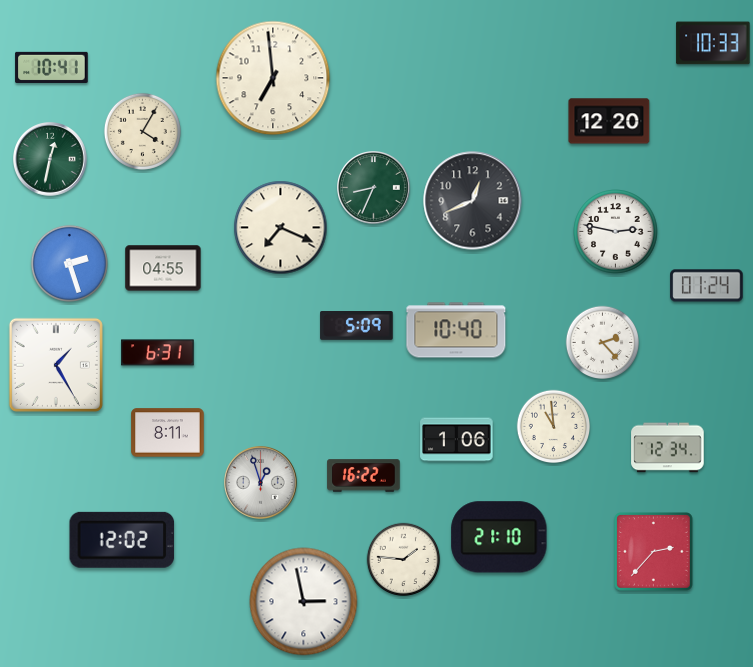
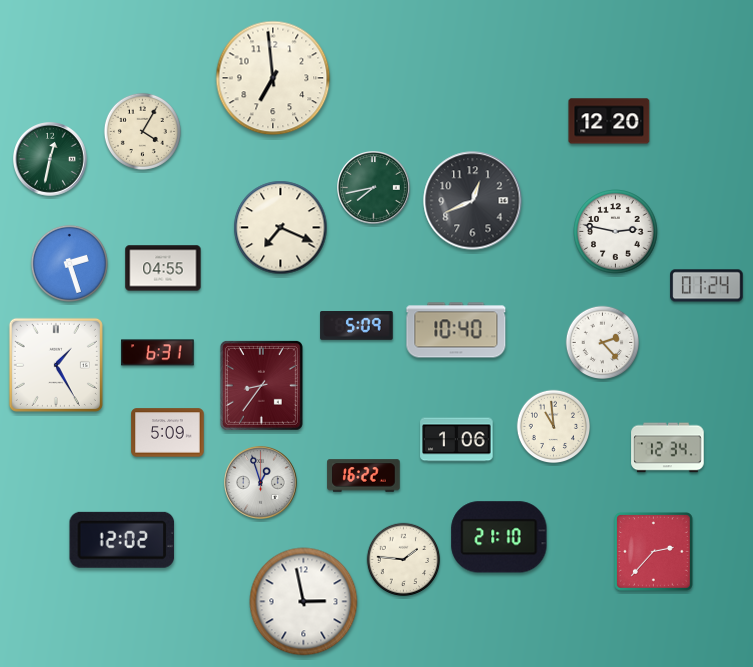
clock at (713, 43): 10:33 -> none
clock at (52, 67): 10:41 -> none
clock at (374, 188): 8:34 -> 7:43
clock at (261, 385): none -> 8:36
clock at (168, 433): 8:11 -> 5:09
